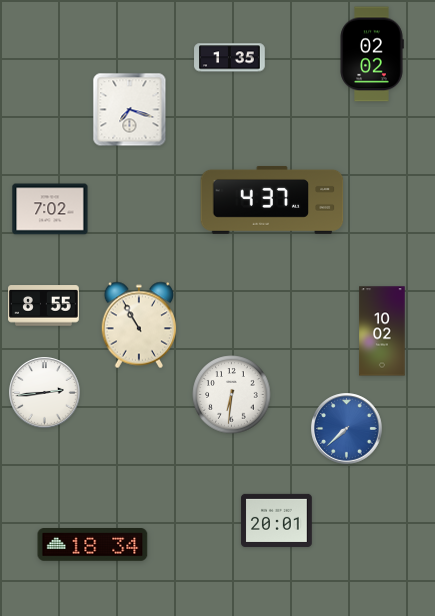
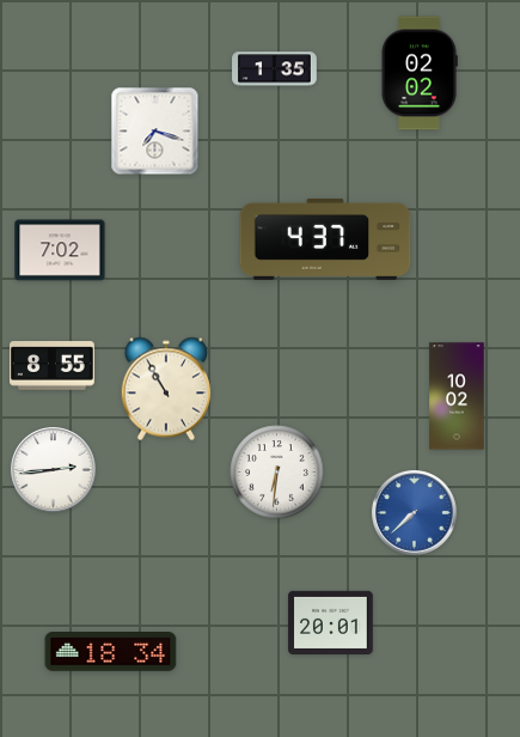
clock at (372, 54) position: (372, 54) -> (420, 73)
